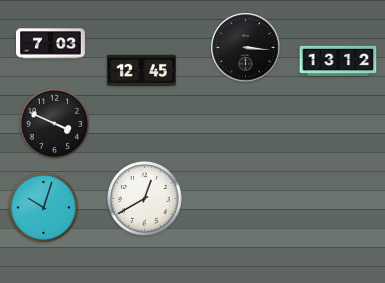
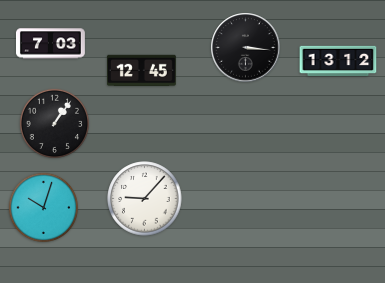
clock at (55, 124): 3:49 -> 1:06
clock at (145, 199): 12:40 -> 9:07
